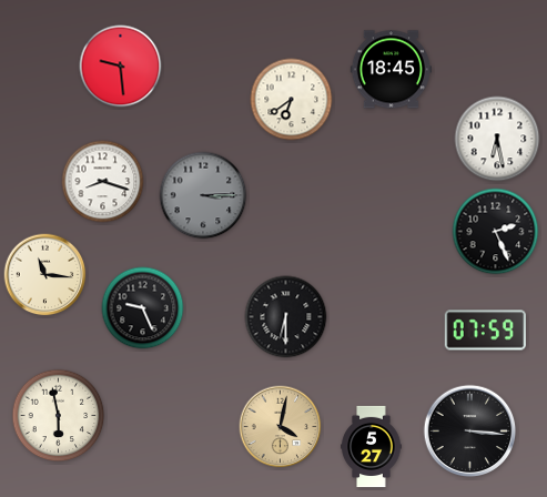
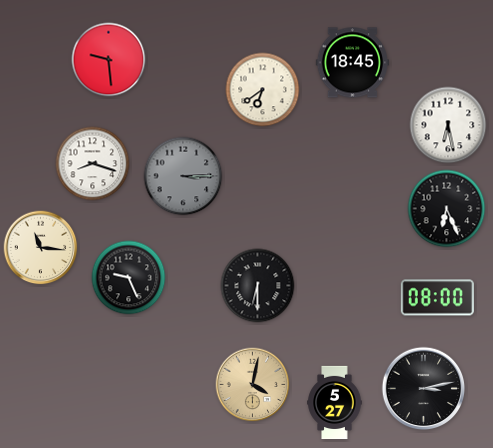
clock at (496, 232): 2:26 -> 6:26
clock at (485, 331): 07:59 -> 08:00
clock at (59, 416): 5:58 -> none
clock at (470, 432): 3:16 -> 3:13
